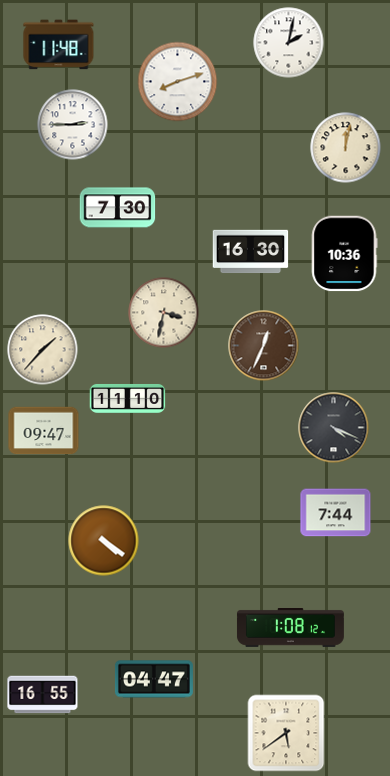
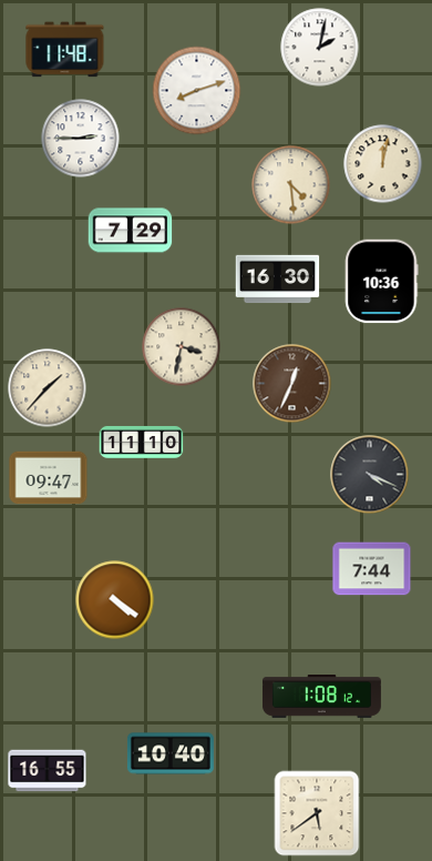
clock at (291, 185): none -> 4:29
clock at (118, 208): 7:30 -> 7:29
clock at (154, 679): 04:47 -> 10:40
